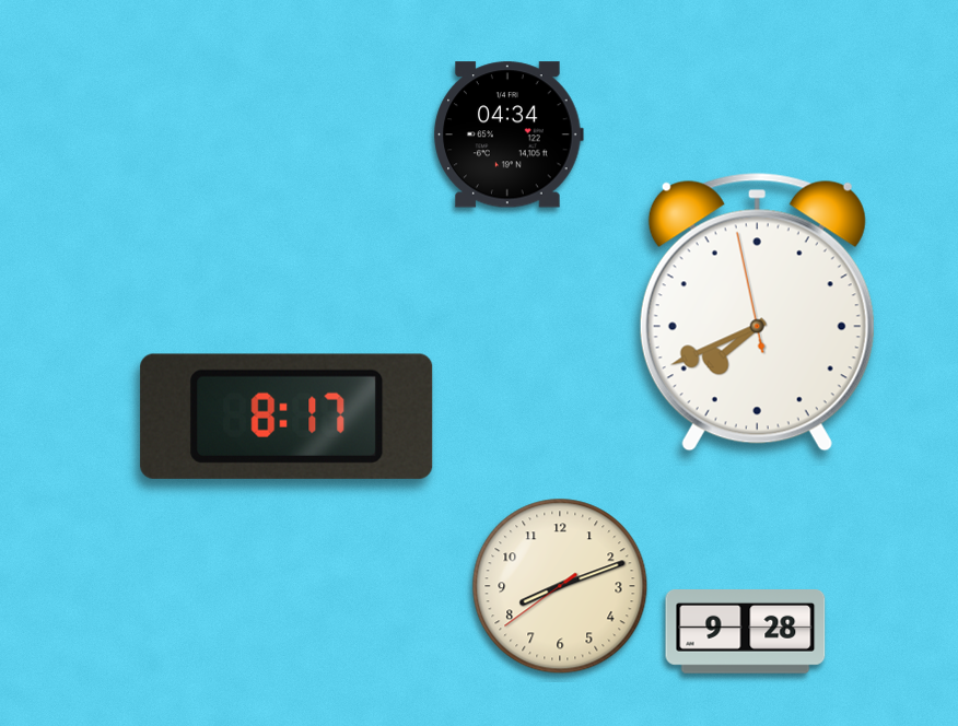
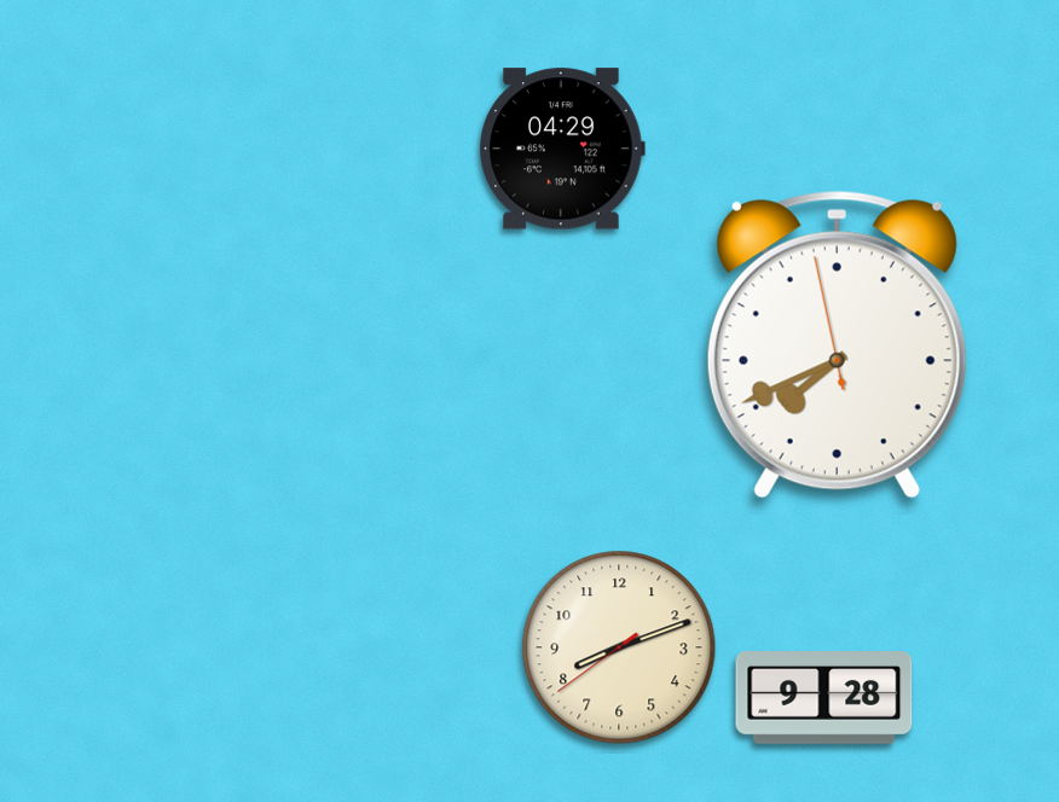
clock at (509, 134): 04:34 -> 04:29
clock at (287, 417): 8:17 -> none
